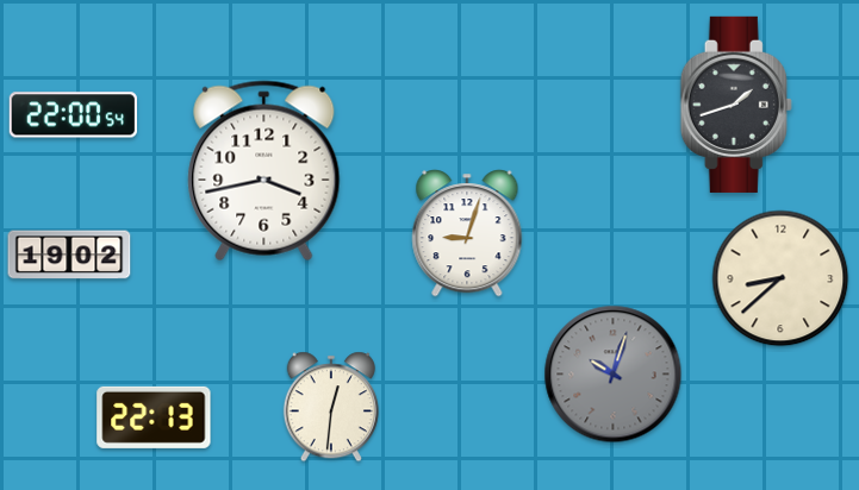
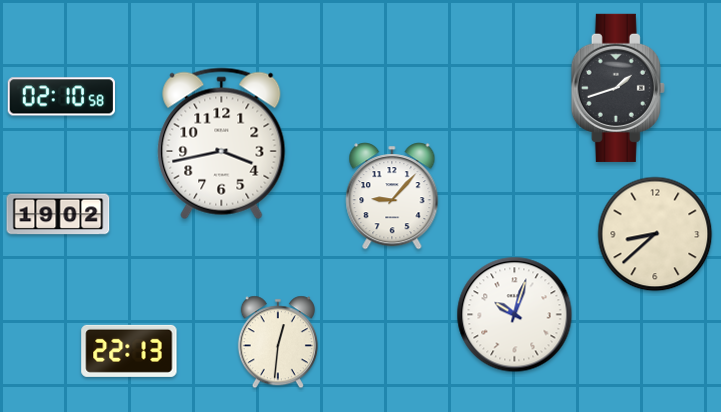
clock at (73, 115): 22:00 -> 02:10
clock at (467, 233): 9:03 -> 9:07
clock at (614, 375) dial: grey -> white
